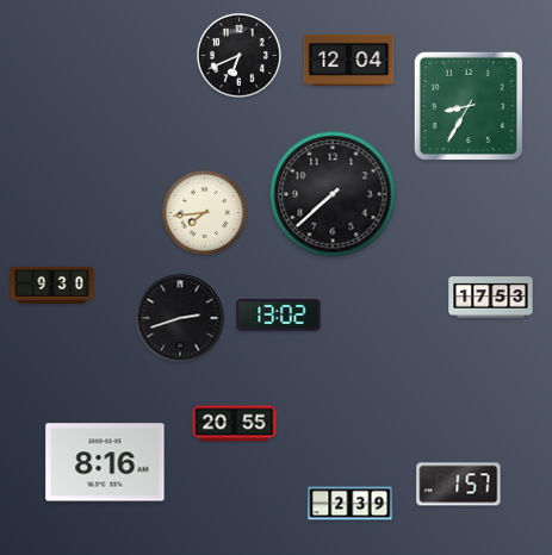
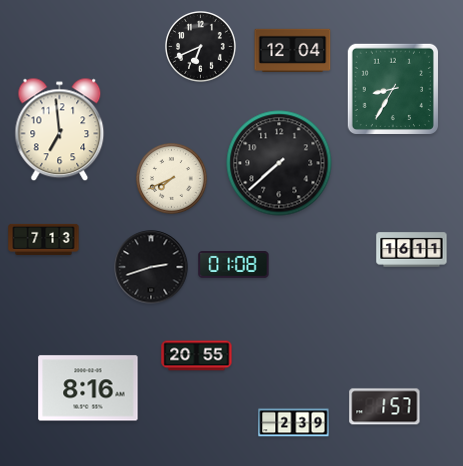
clock at (60, 130): none -> 6:59
clock at (205, 213): 7:44 -> 7:41
clock at (52, 285): 9:30 -> 7:13
clock at (491, 298): 17:53 -> 16:11
clock at (279, 316): 13:02 -> 01:08
